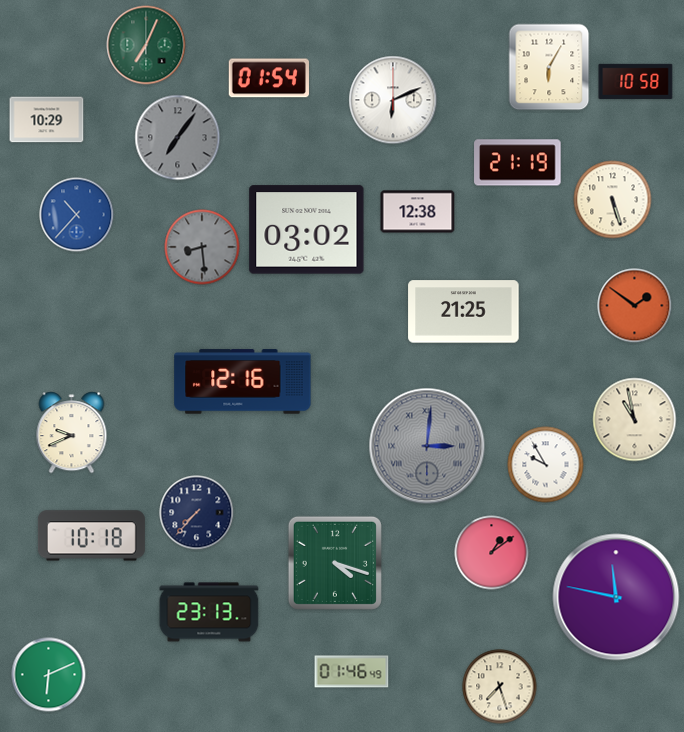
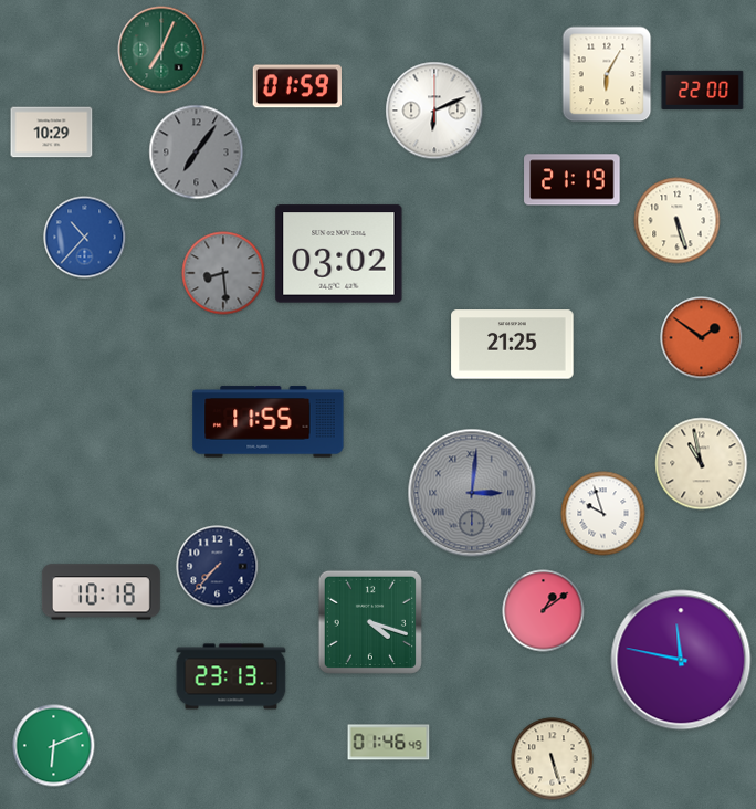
clock at (269, 78): 01:54 -> 01:59
clock at (636, 81): 10:58 -> 22:00
clock at (418, 212): 12:38 -> none
clock at (243, 382): 12:16 -> 11:55
clock at (72, 433): 9:41 -> none
clock at (546, 465): 9:55 -> 9:57
clock at (500, 687): 7:27 -> 5:27
